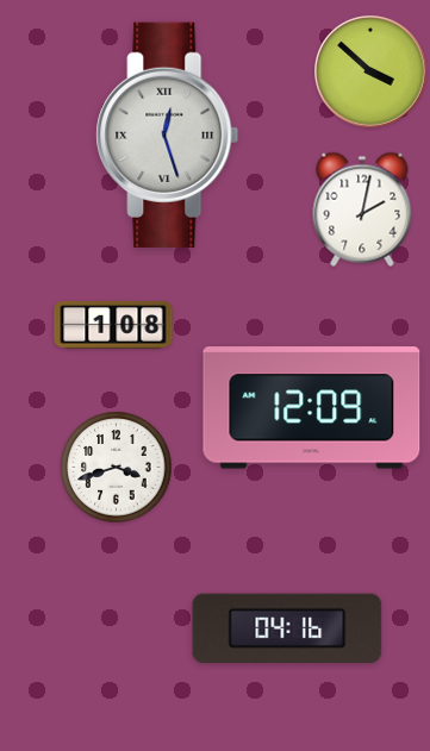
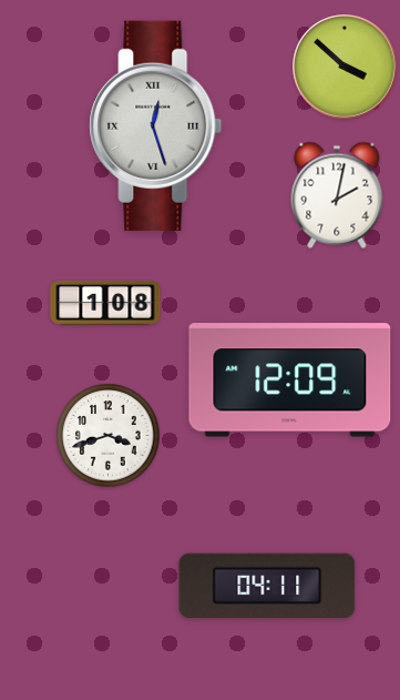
clock at (287, 628): 04:16 -> 04:11
